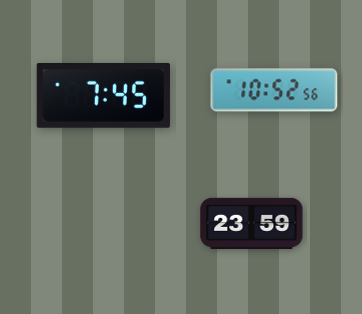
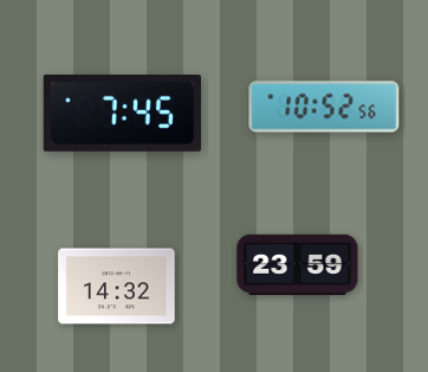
clock at (117, 287): none -> 14:32
